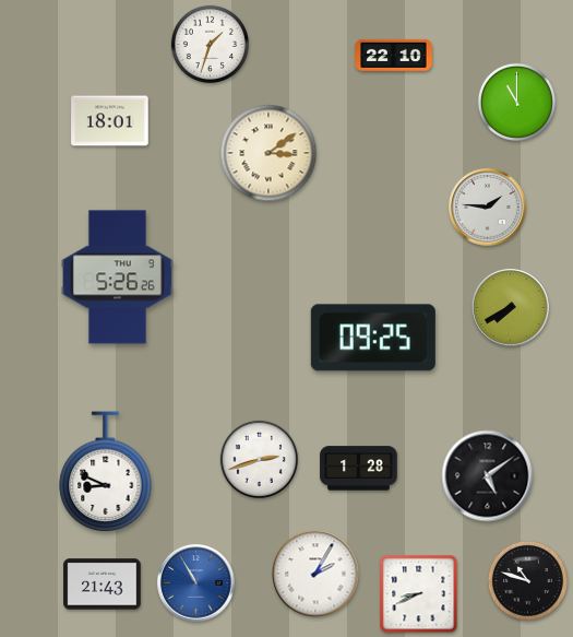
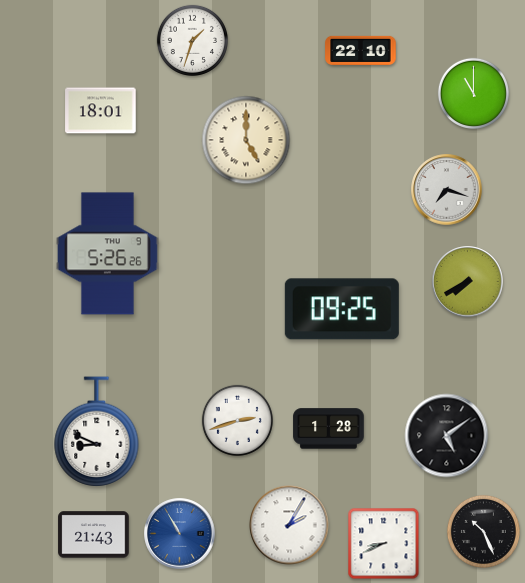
clock at (268, 153): 3:09 -> 5:00
clock at (488, 208): 1:46 -> 7:18
clock at (527, 580): 10:48 -> 10:26
